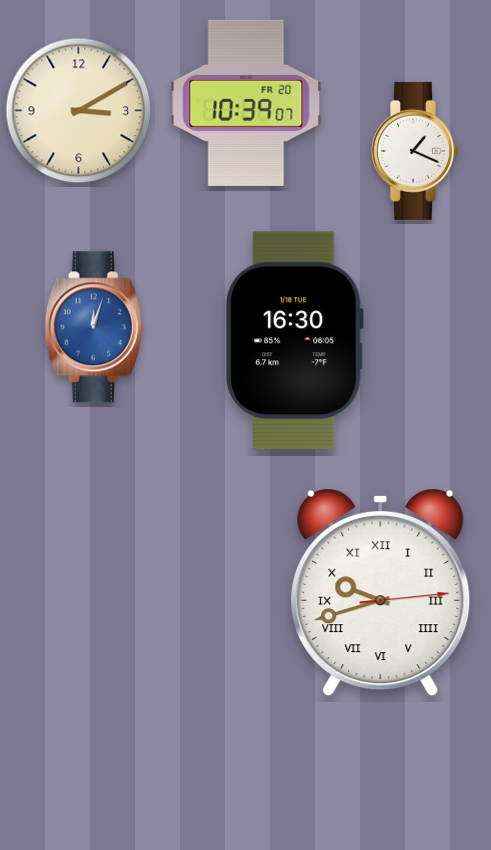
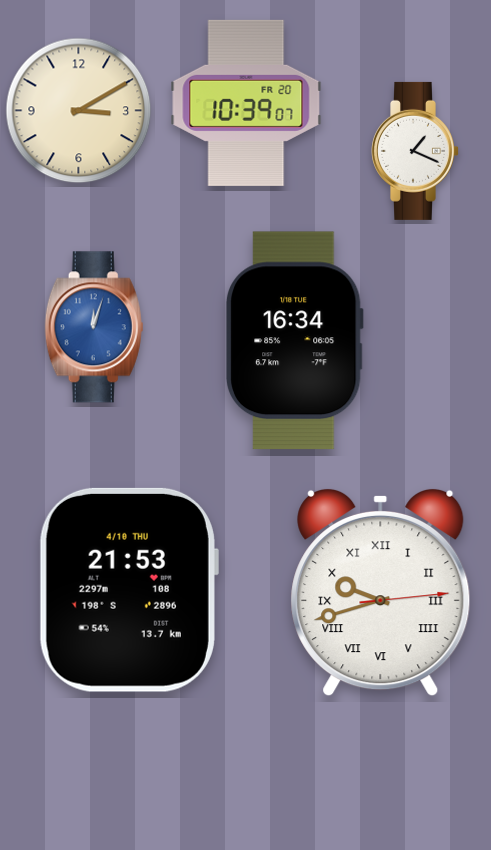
clock at (294, 341): 16:30 -> 16:34
clock at (128, 590): none -> 21:53
